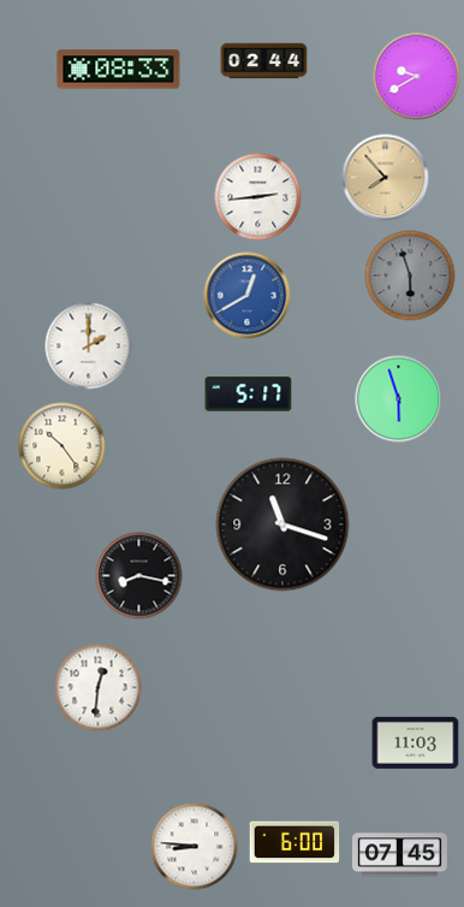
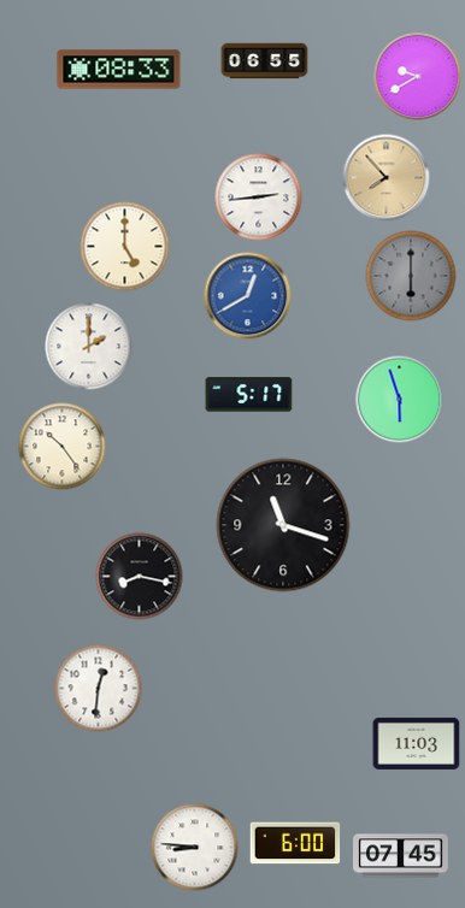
clock at (264, 61): 02:44 -> 06:55
clock at (125, 247): none -> 5:00
clock at (410, 275): 5:57 -> 6:00
